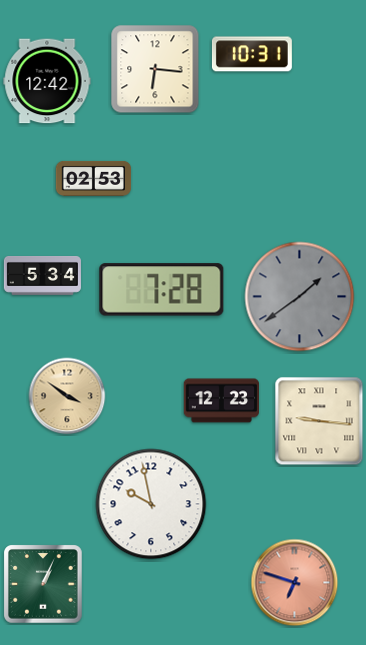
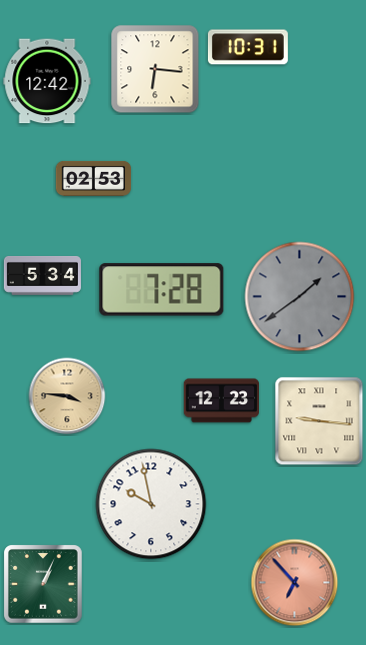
clock at (252, 54) position: (252, 54) -> (248, 47)
clock at (67, 396): 3:51 -> 3:46
clock at (295, 583): 6:48 -> 6:53
